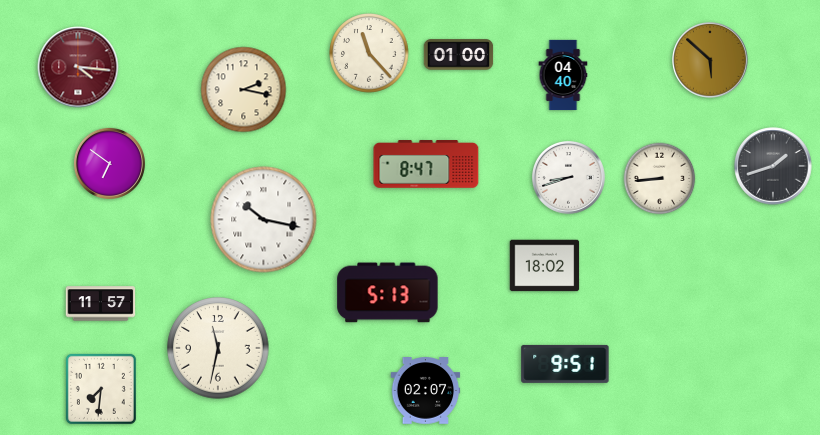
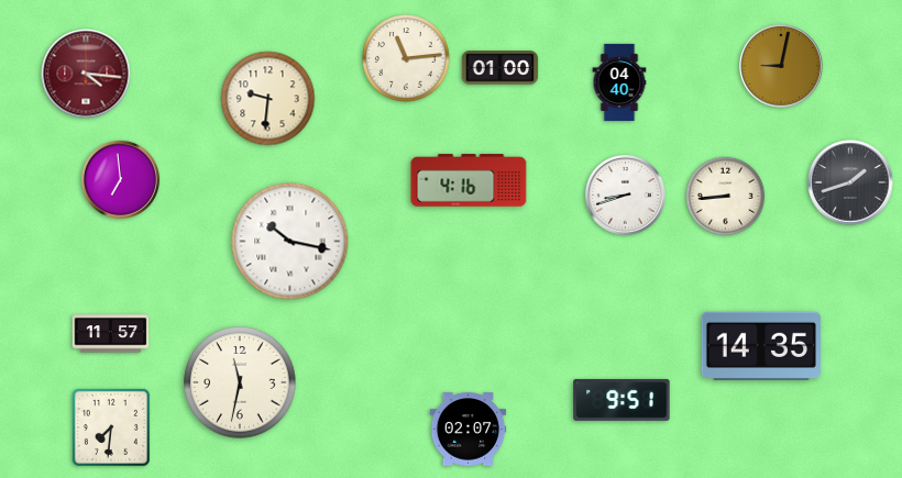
clock at (369, 53): 11:23 -> 11:14
clock at (459, 55) position: (459, 55) -> (501, 68)
clock at (710, 60): 5:52 -> 9:02
clock at (244, 90): 2:17 -> 9:31
clock at (109, 163): 6:51 -> 6:59
clock at (426, 164): 8:47 -> 4:16
clock at (545, 266): 18:02 -> none
clock at (388, 293): 5:13 -> none
clock at (761, 345): none -> 14:35
